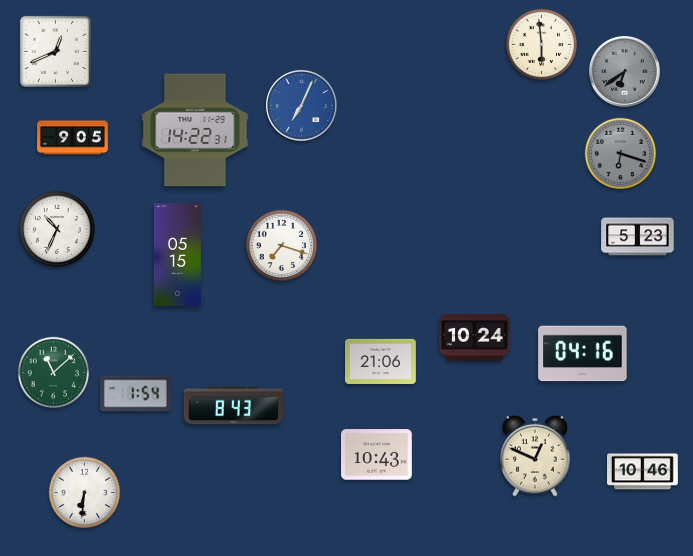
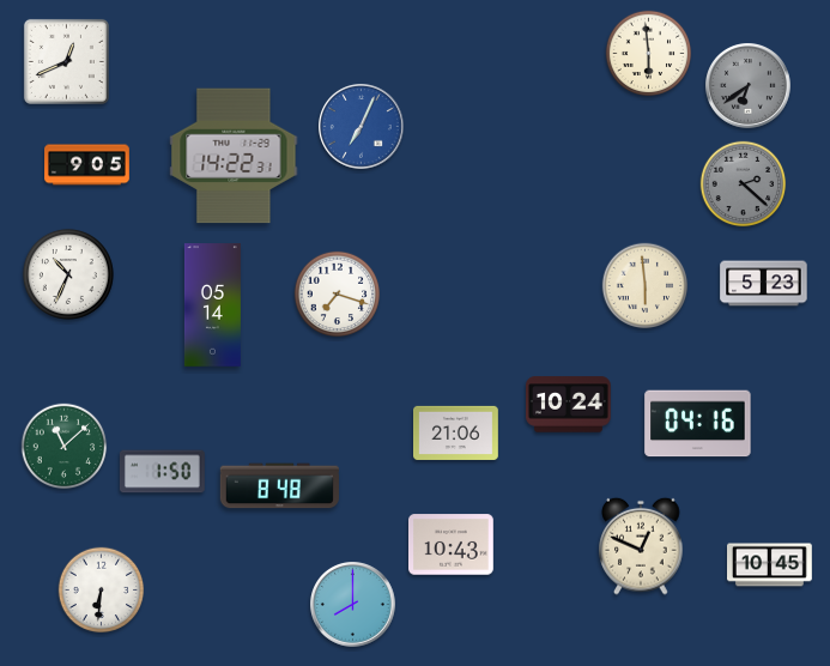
clock at (621, 154): 6:18 -> 2:22
clock at (646, 286): none -> 5:59
clock at (177, 255): 05:15 -> 05:14
clock at (136, 394): 1:54 -> 1:50
clock at (233, 406): 8:43 -> 8:48
clock at (643, 472): 10:46 -> 10:45
clock at (353, 605): none -> 8:00
